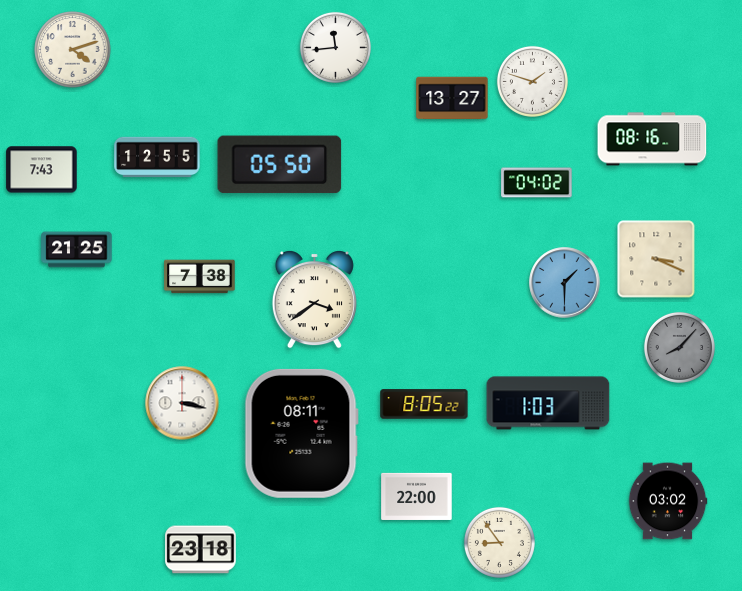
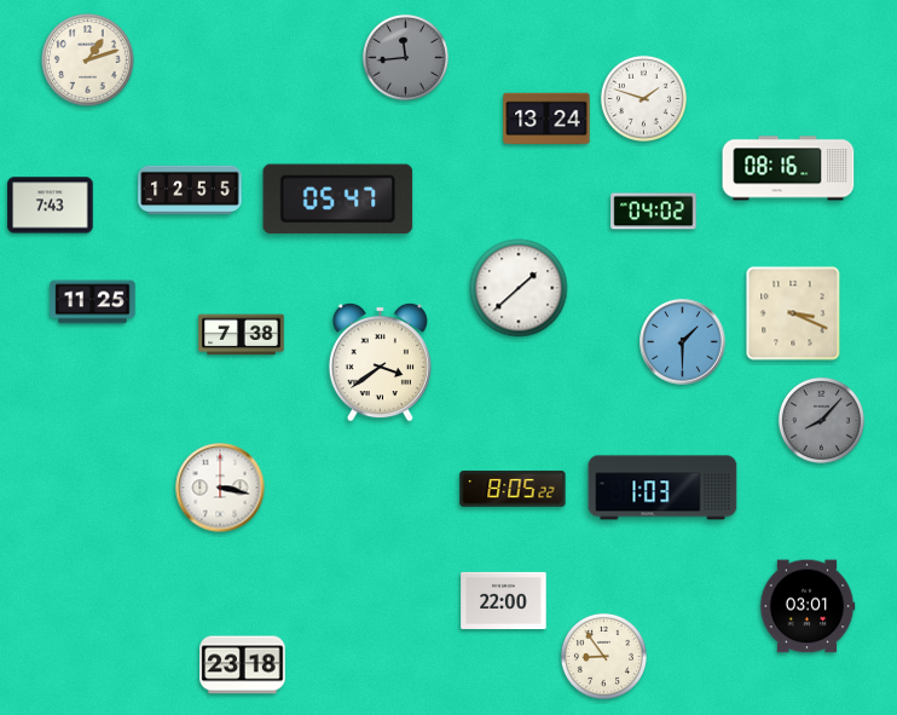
clock at (335, 47) dial: white -> grey
clock at (73, 50): 4:12 -> 1:12
clock at (452, 98): 13:27 -> 13:24
clock at (280, 165): 05:50 -> 05:47
clock at (537, 183) position: (537, 183) -> (654, 212)
clock at (519, 288): none -> 1:38
clock at (77, 250): 21:25 -> 11:25
clock at (301, 433): 08:11 -> none
clock at (668, 501): 03:02 -> 03:01
